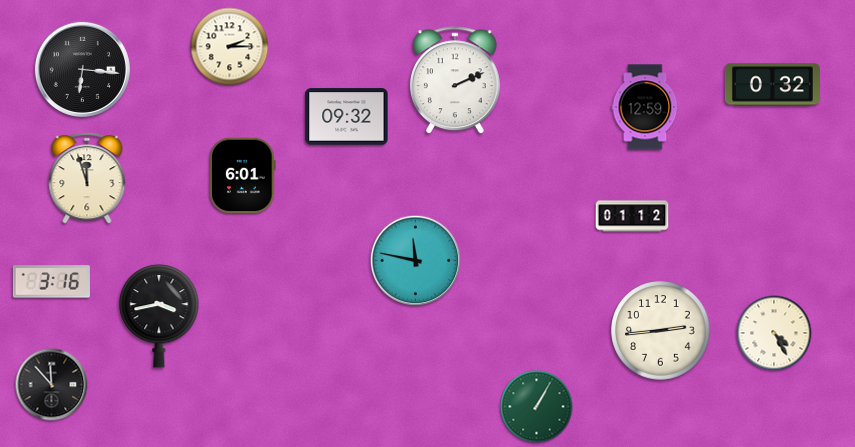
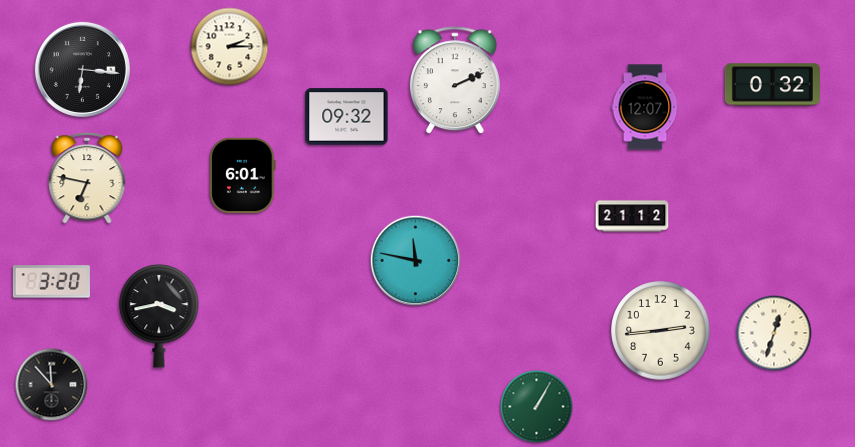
clock at (645, 107): 12:59 -> 12:07
clock at (87, 178): 11:57 -> 6:47
clock at (632, 216): 01:12 -> 21:12
clock at (51, 282): 3:16 -> 3:20
clock at (774, 333): 4:25 -> 12:33
